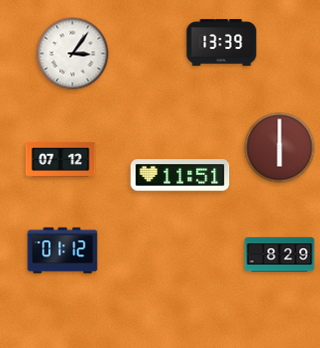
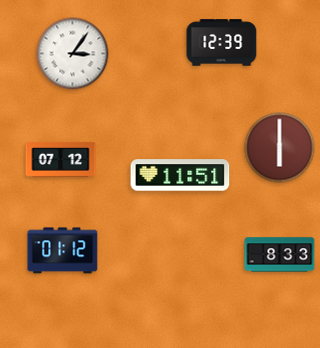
clock at (222, 43): 13:39 -> 12:39
clock at (280, 255): 8:29 -> 8:33
